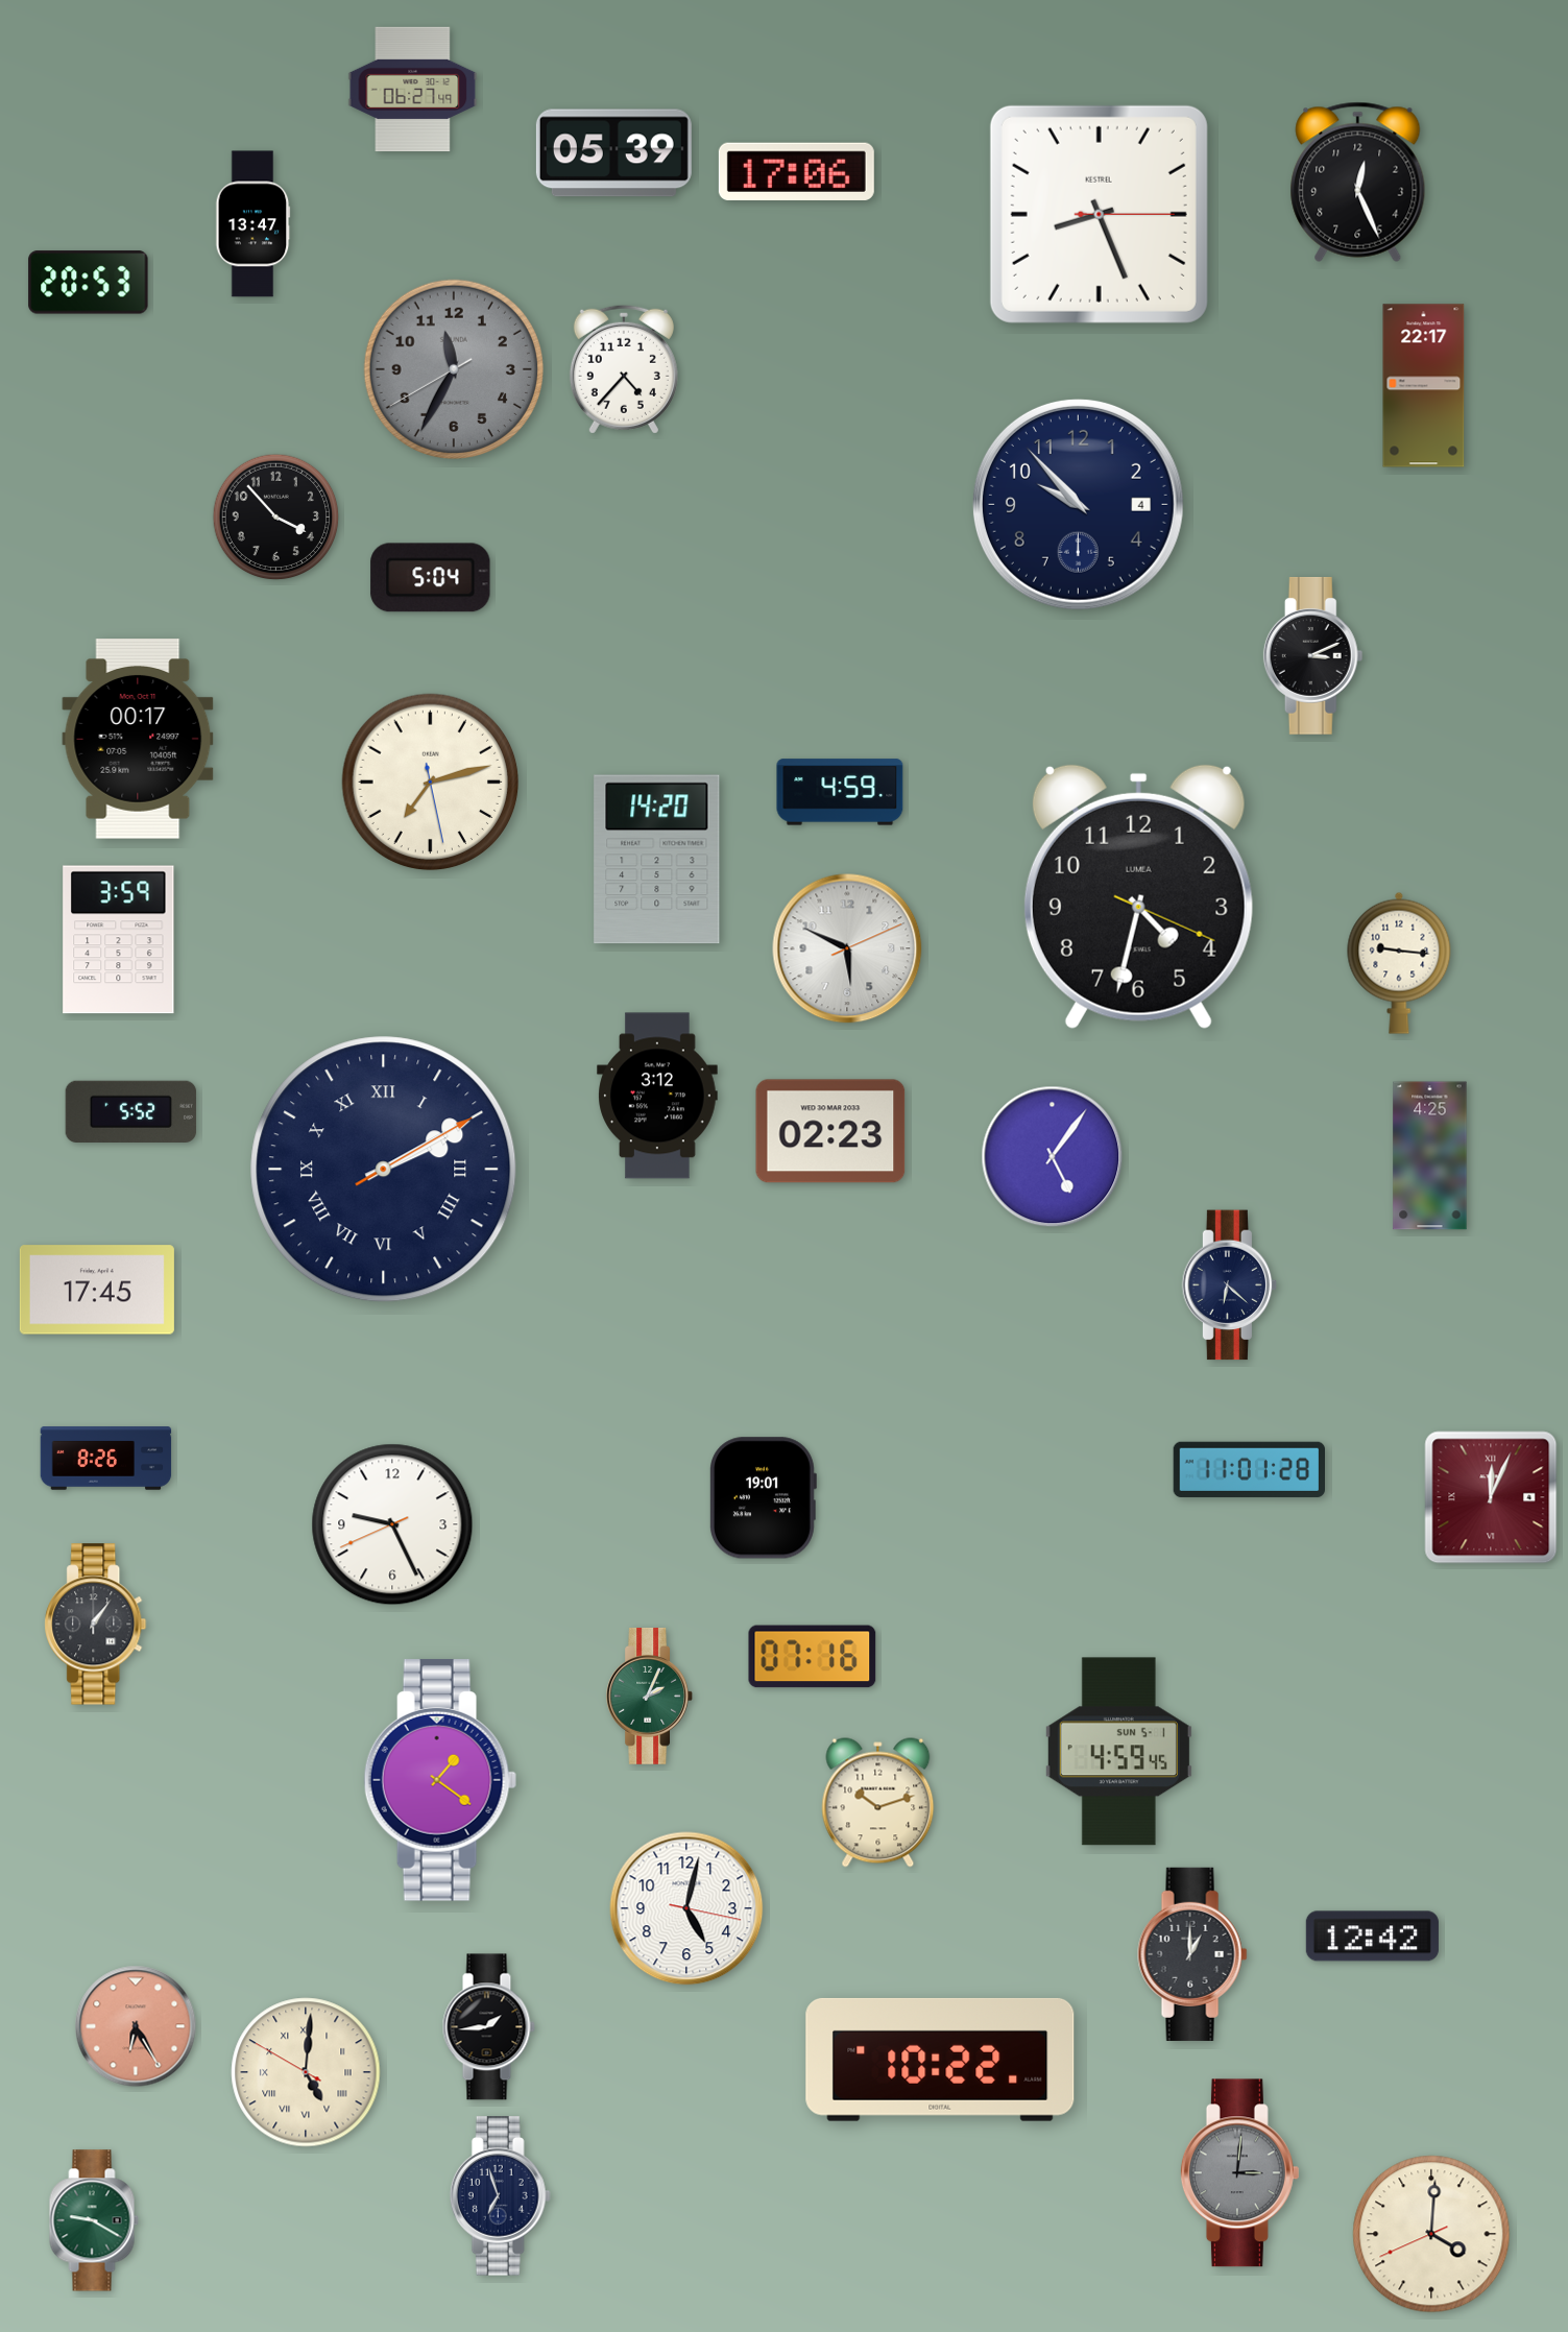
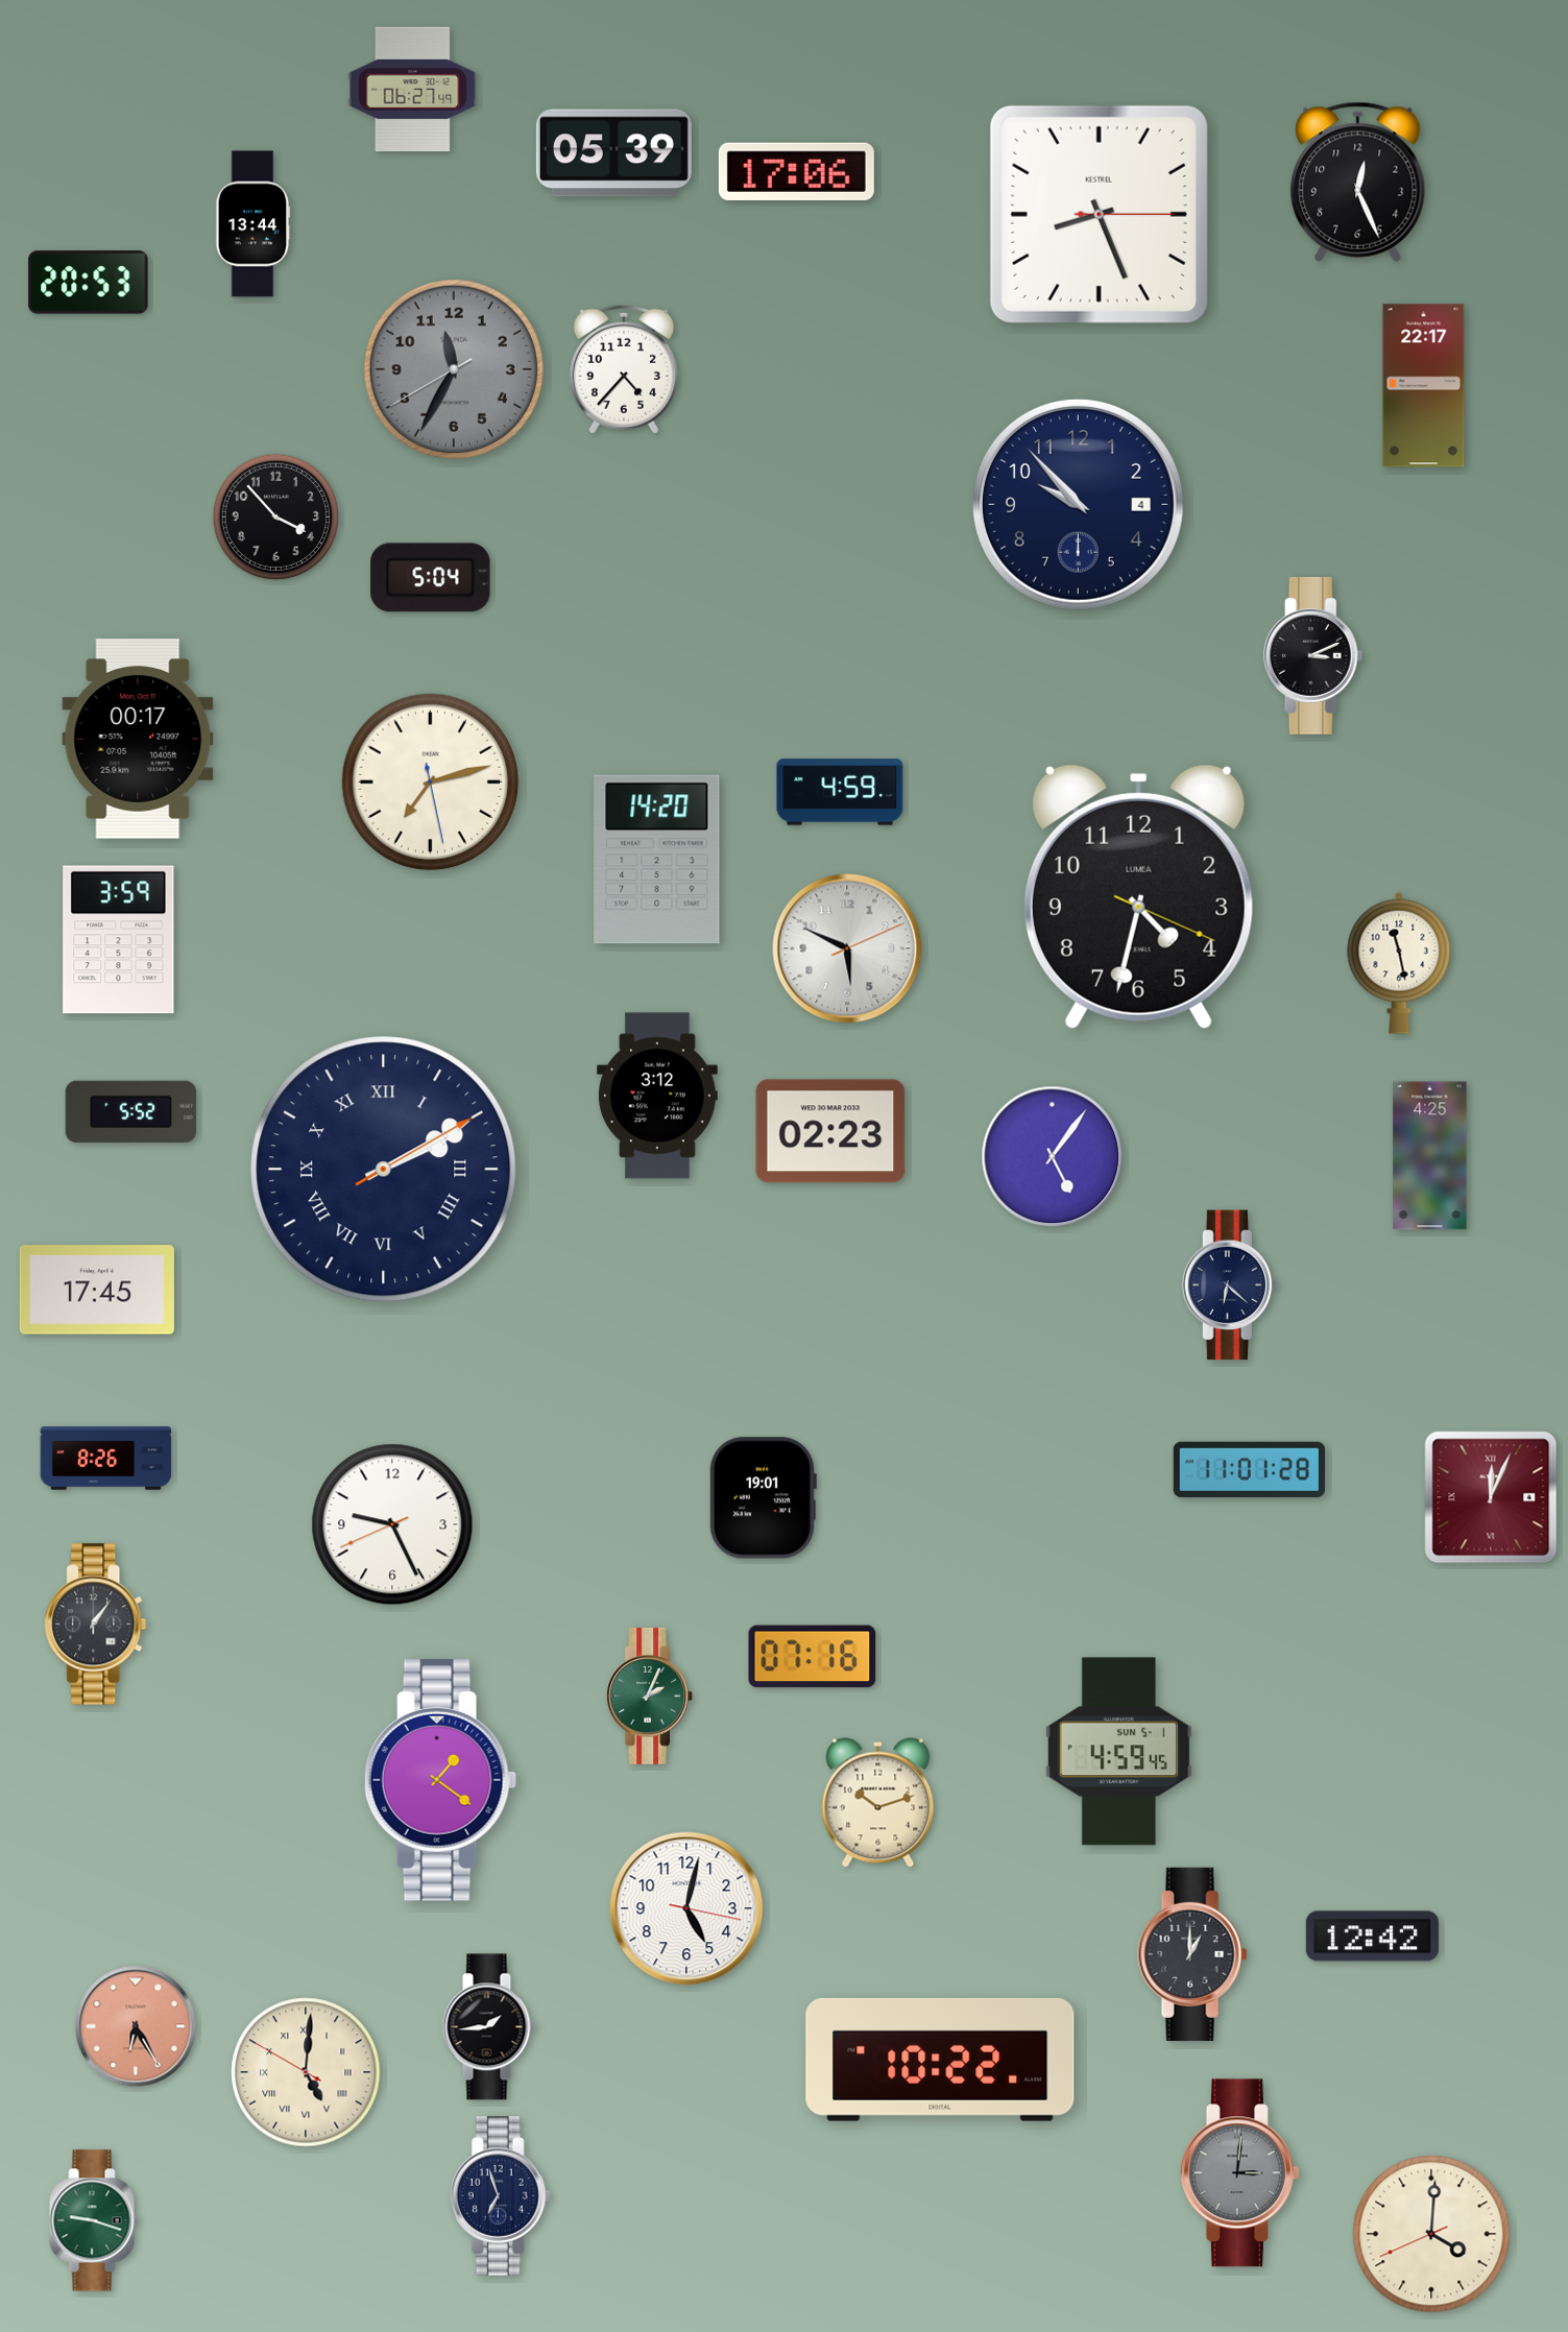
clock at (254, 224): 13:47 -> 13:44
clock at (1399, 963): 9:16 -> 11:28
clock at (94, 2220): 9:20 -> 9:18
